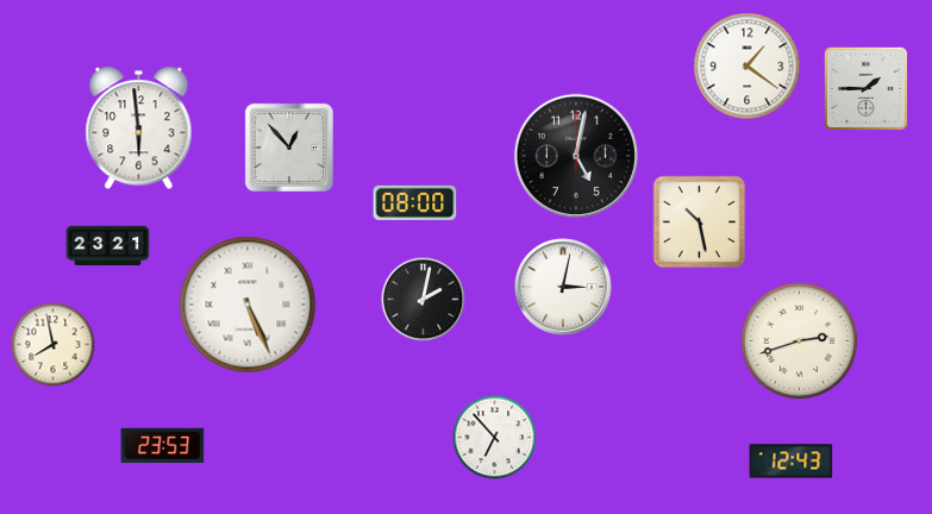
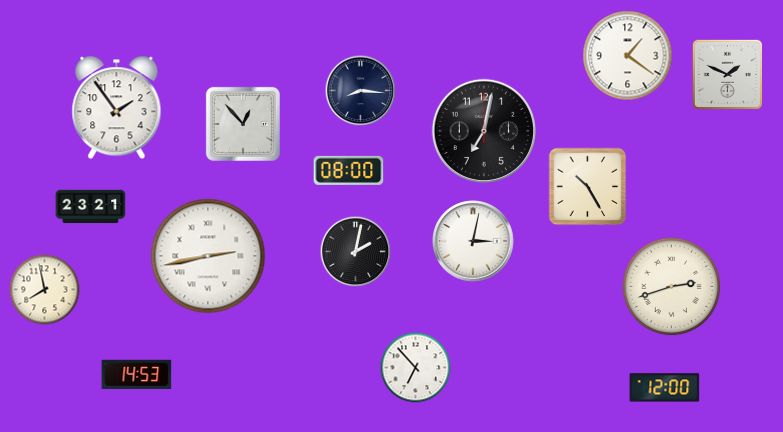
clock at (865, 88): 1:45 -> 1:49
clock at (361, 91): none -> 8:16
clock at (139, 128): 5:59 -> 1:54
clock at (575, 155): 5:02 -> 7:02
clock at (700, 222): 10:28 -> 10:25
clock at (248, 305): 5:26 -> 2:43
clock at (163, 445): 23:53 -> 14:53
clock at (792, 462): 12:43 -> 12:00
